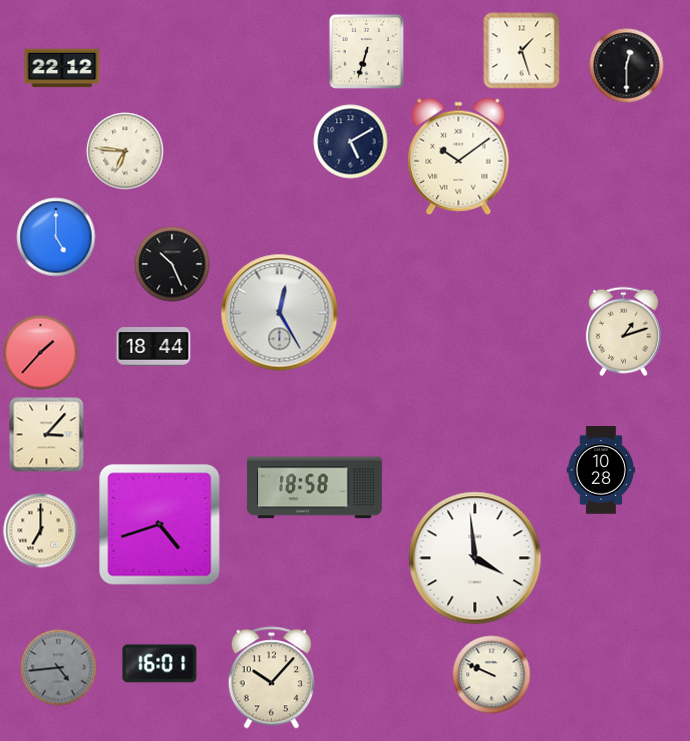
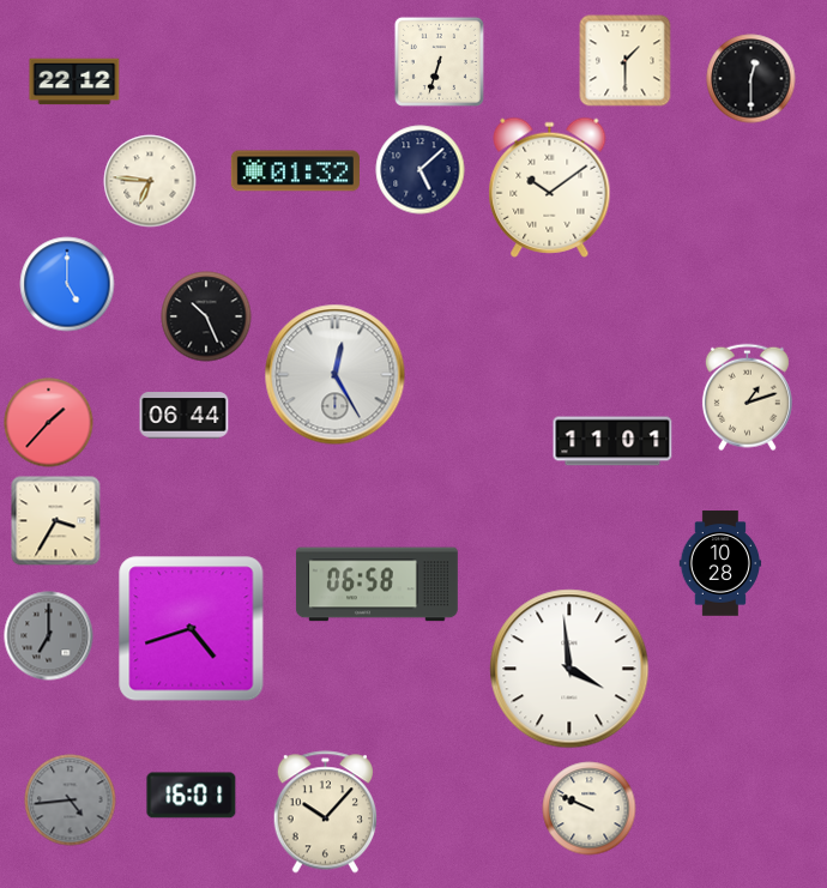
clock at (522, 51): 1:27 -> 1:30
clock at (351, 142): 5:10 -> 5:08
clock at (295, 171): none -> 01:32
clock at (154, 347): 18:44 -> 06:44
clock at (612, 441): none -> 11:01
clock at (47, 435): 3:07 -> 3:35
clock at (314, 488): 18:58 -> 06:58
clock at (41, 531) dial: cream -> grey
